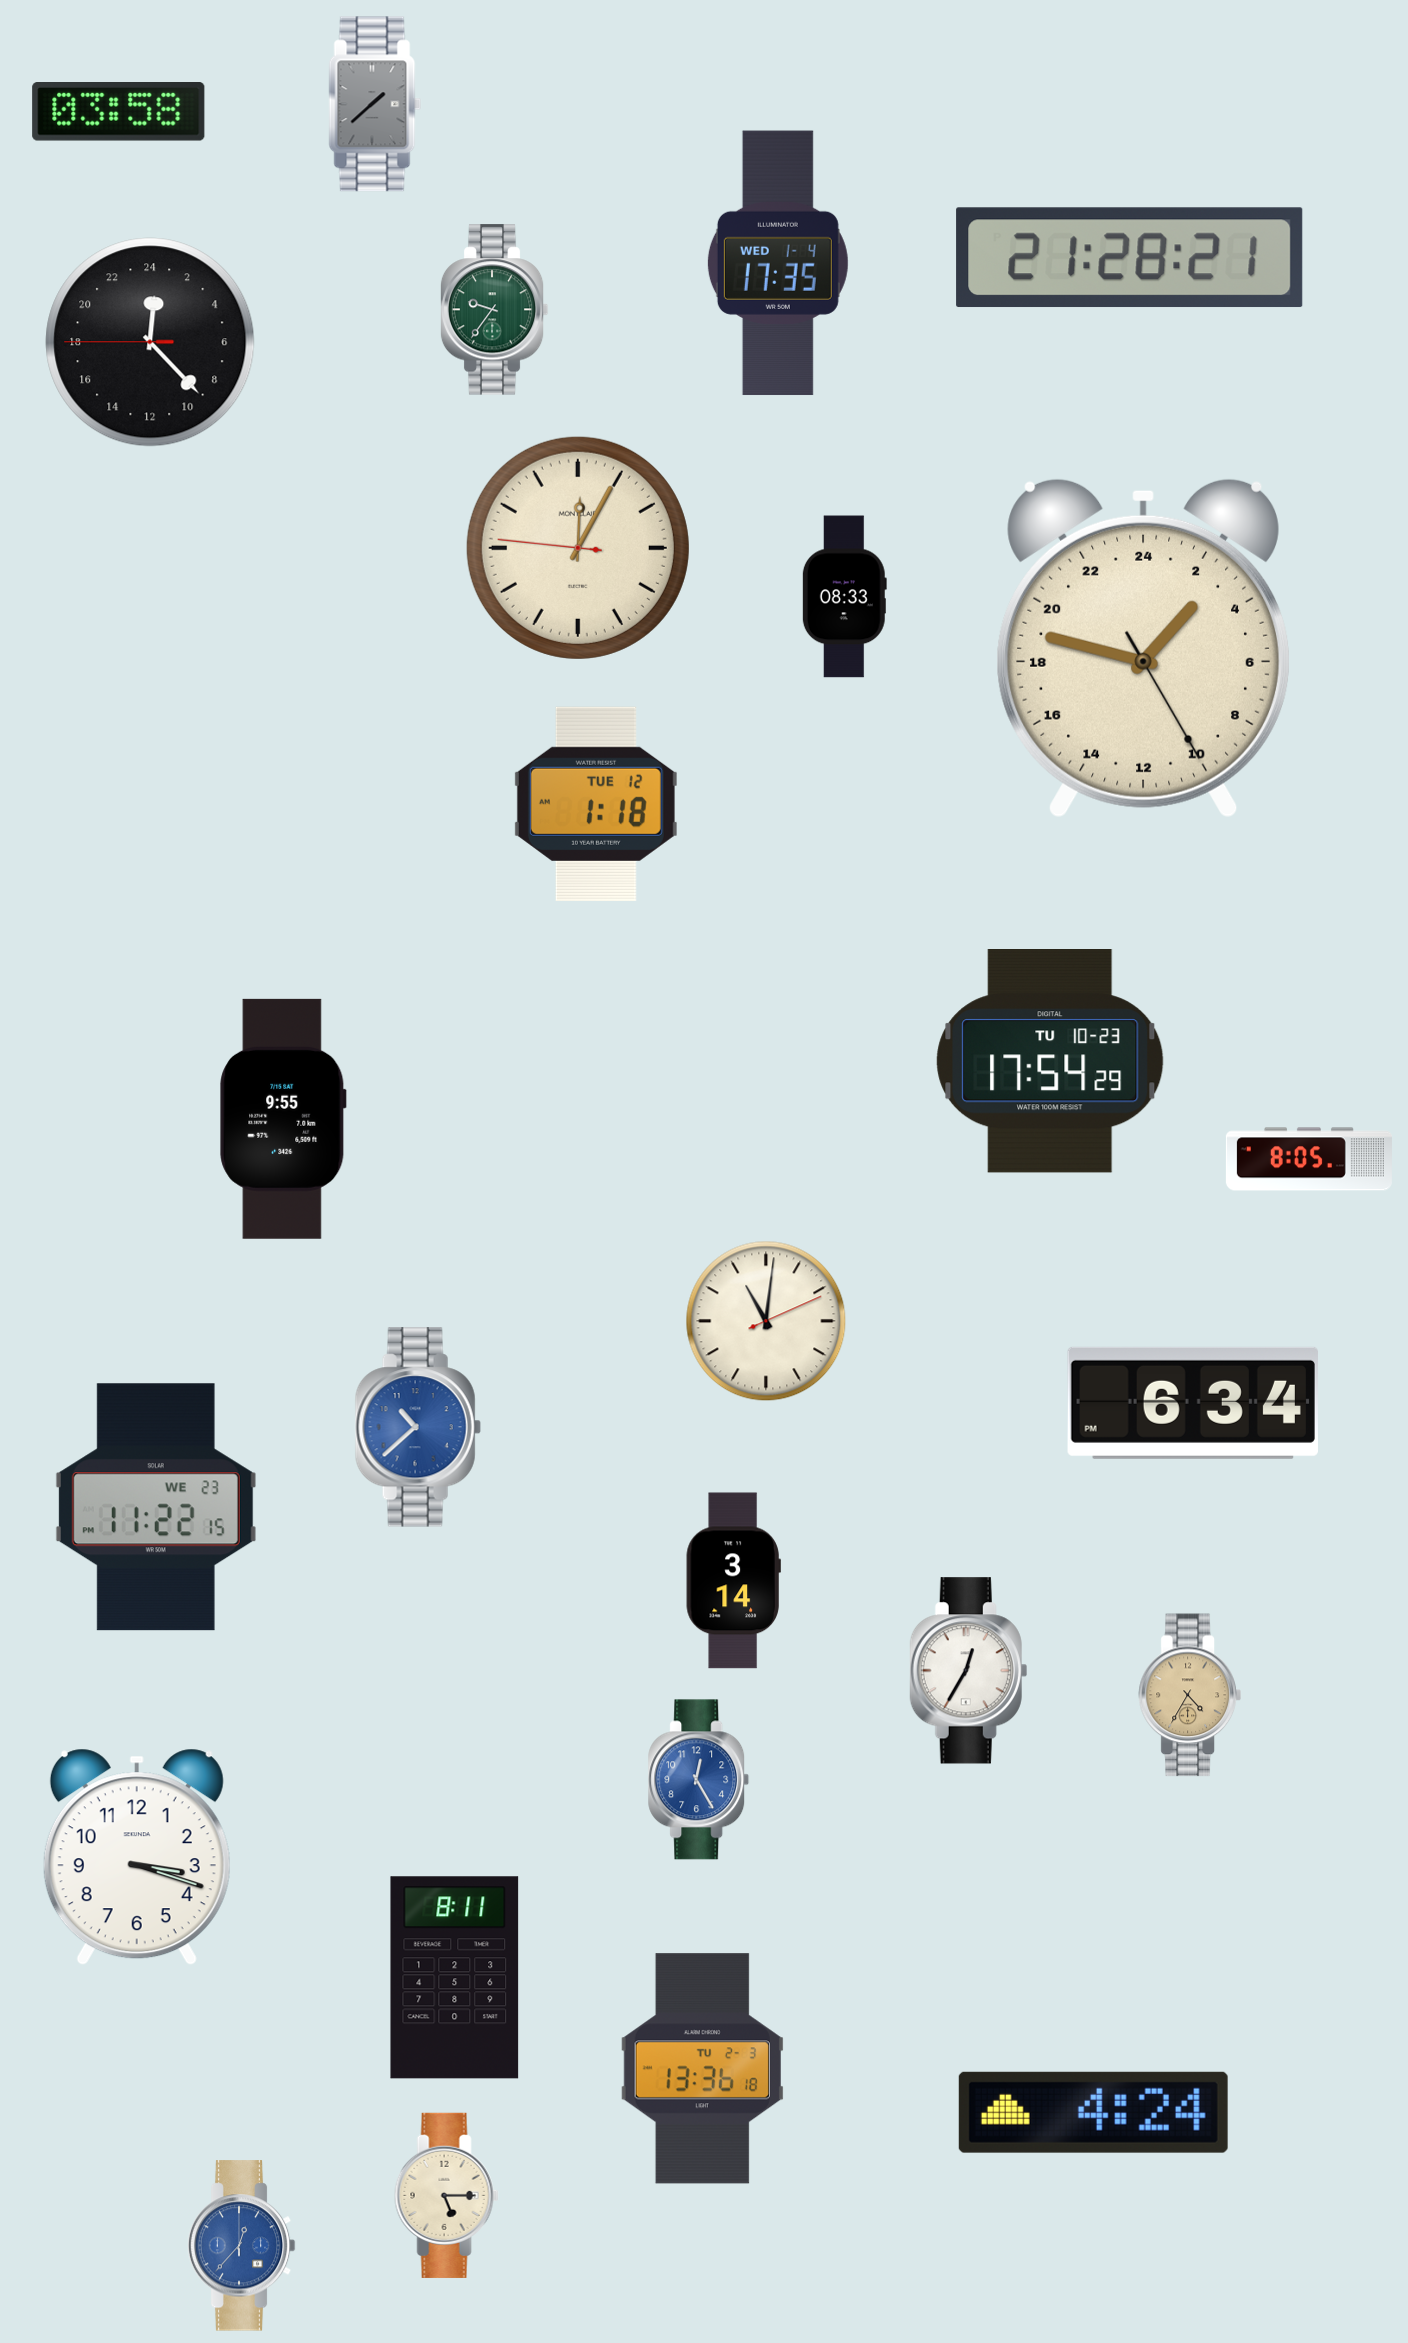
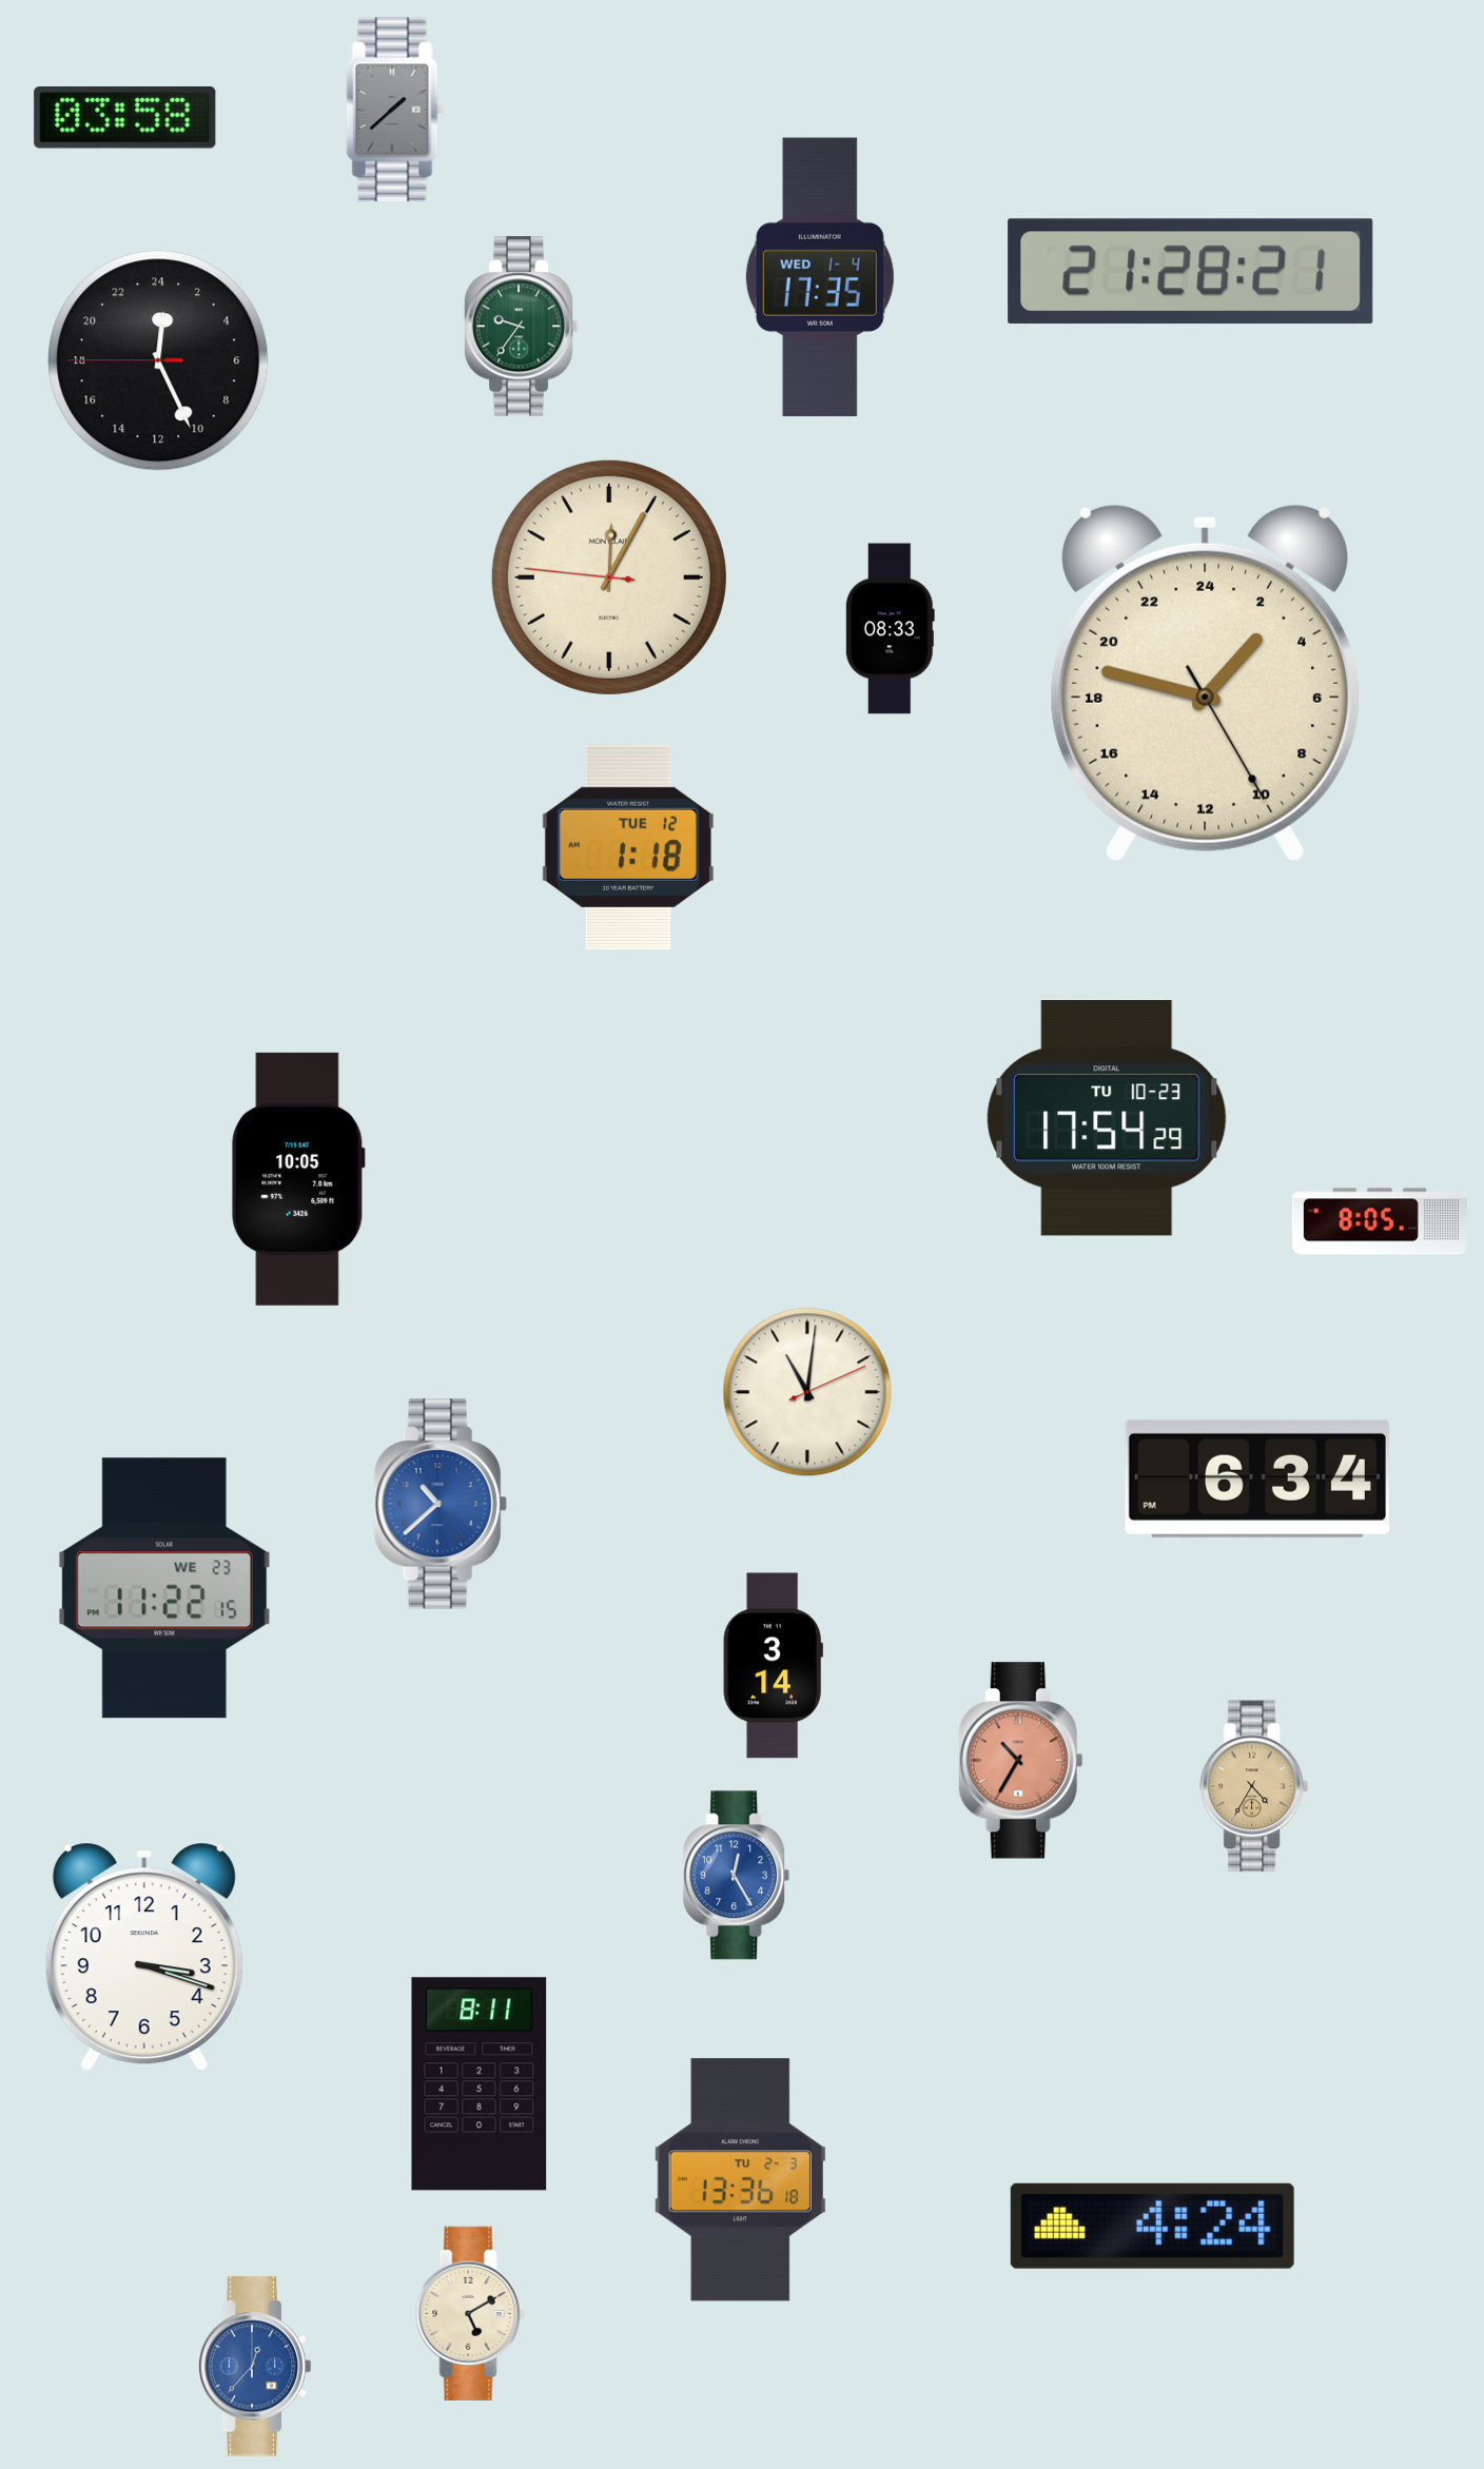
clock at (150, 342): 0:22 -> 0:25
clock at (283, 1119): 9:55 -> 10:05
clock at (969, 1671): 12:35 -> 10:35
clock at (969, 1671) dial: white -> salmon
clock at (446, 2195): 5:15 -> 5:10
